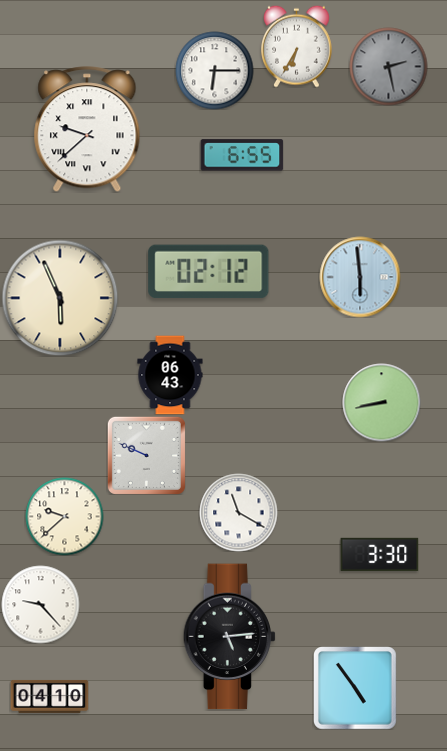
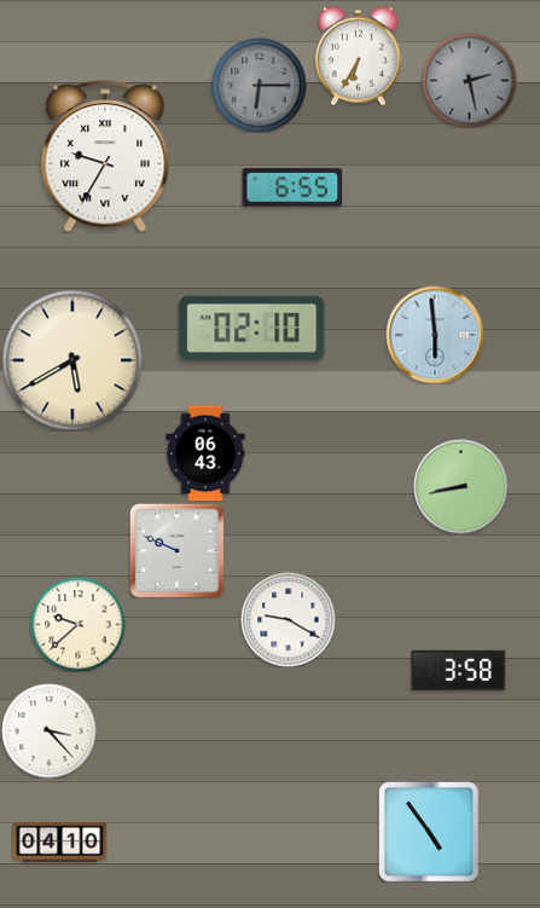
clock at (214, 70) dial: white -> grey
clock at (87, 129): 9:38 -> 9:35
clock at (209, 272): 02:12 -> 02:10
clock at (60, 298): 5:56 -> 5:40
clock at (238, 512): 11:20 -> 9:20
clock at (379, 554): 3:30 -> 3:58
clock at (40, 604): 9:23 -> 3:23
clock at (230, 637): 5:14 -> none
